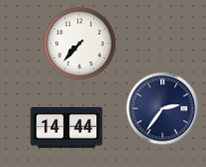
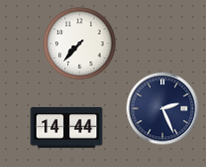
clock at (163, 109): 2:36 -> 2:26
